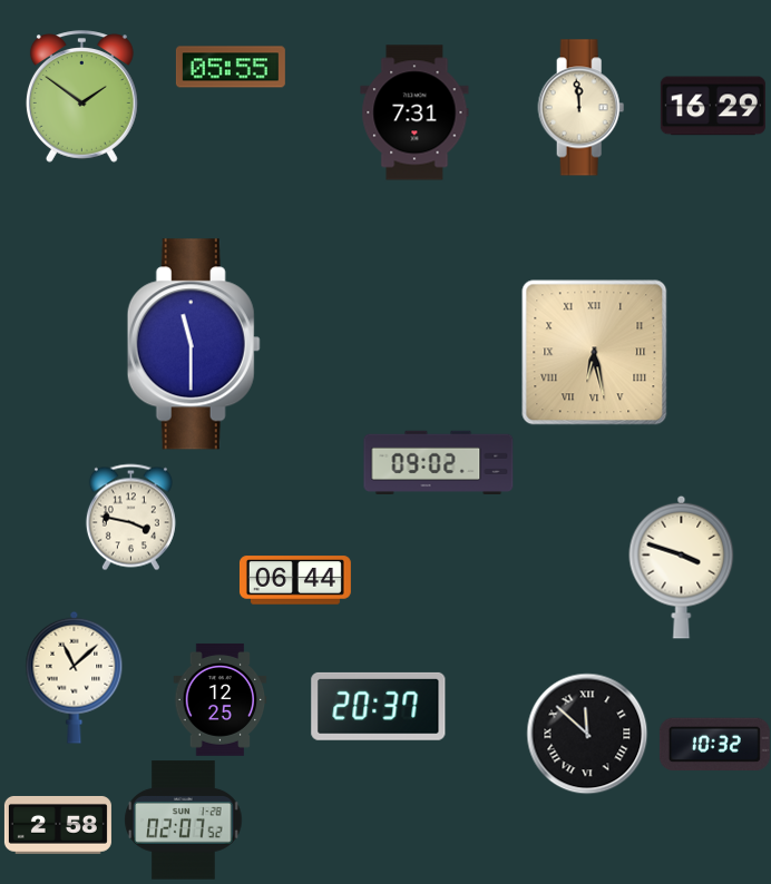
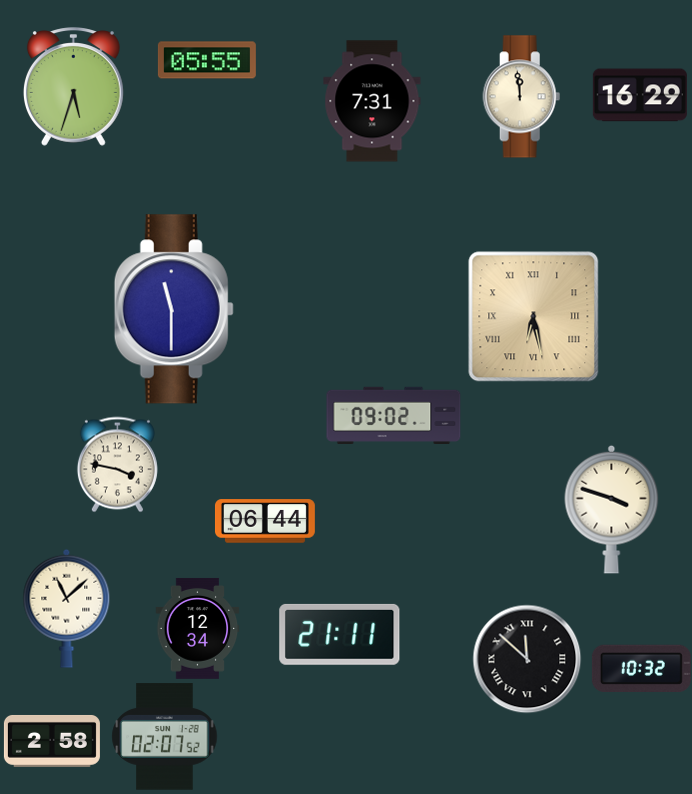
clock at (81, 97): 1:51 -> 5:33
clock at (221, 699): 12:25 -> 12:34
clock at (379, 706): 20:37 -> 21:11
